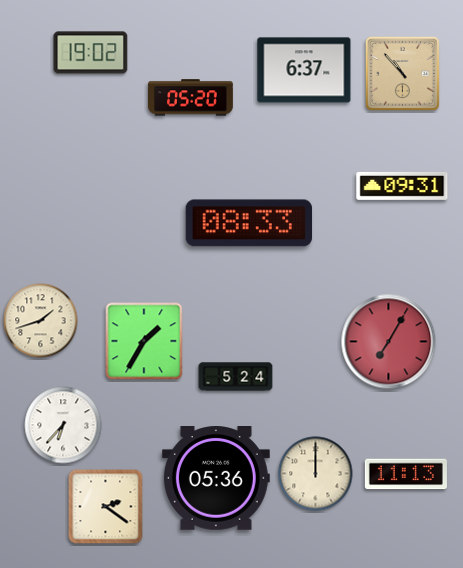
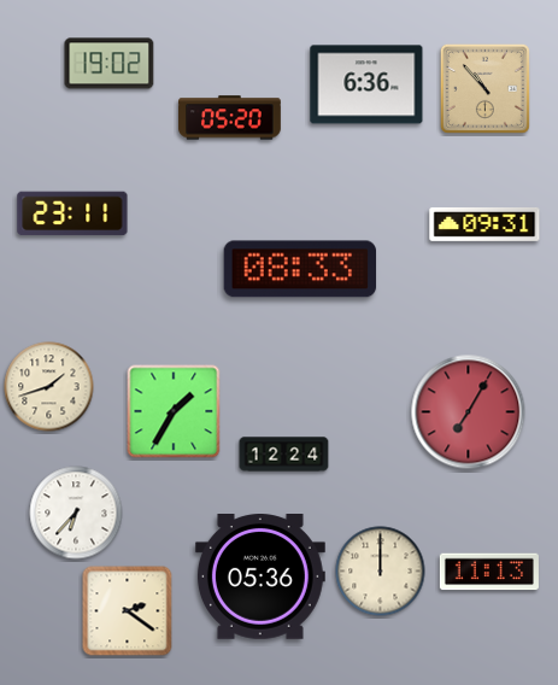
clock at (304, 70): 6:37 -> 6:36
clock at (72, 213): none -> 23:11
clock at (236, 377): 5:24 -> 12:24
